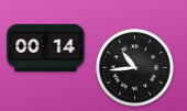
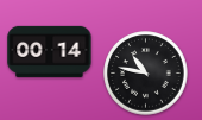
clock at (135, 68): 10:44 -> 10:47
